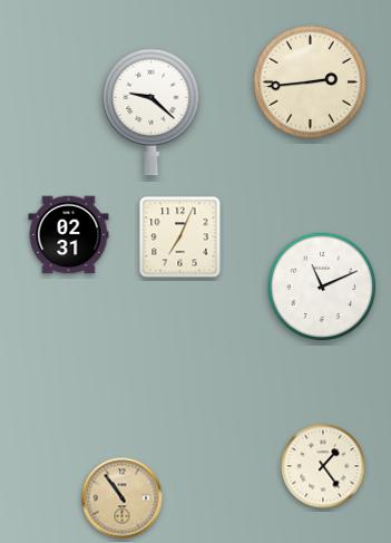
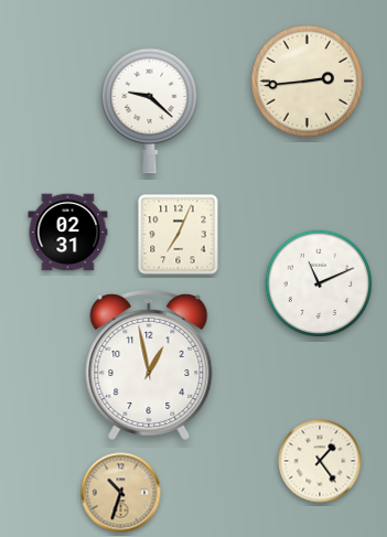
clock at (149, 364): none -> 12:58
clock at (123, 498): 10:54 -> 10:33
